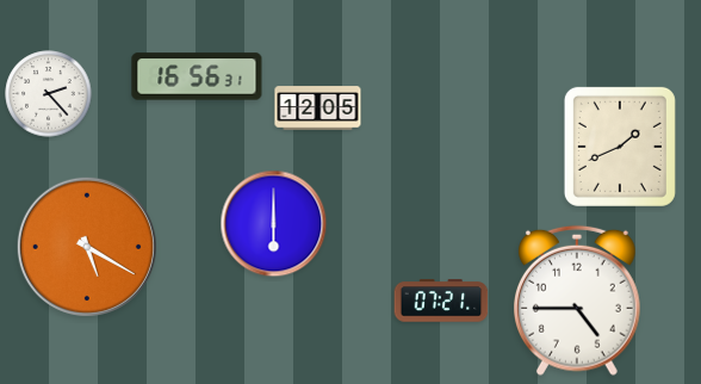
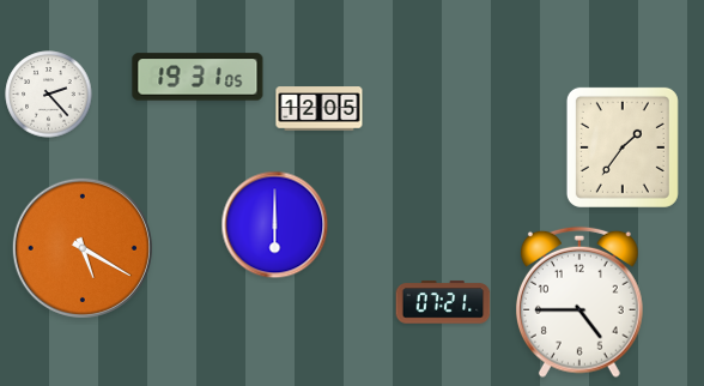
clock at (197, 76): 16:56 -> 19:31
clock at (620, 147): 1:41 -> 1:36
clock at (87, 247) position: (87, 247) -> (83, 248)
